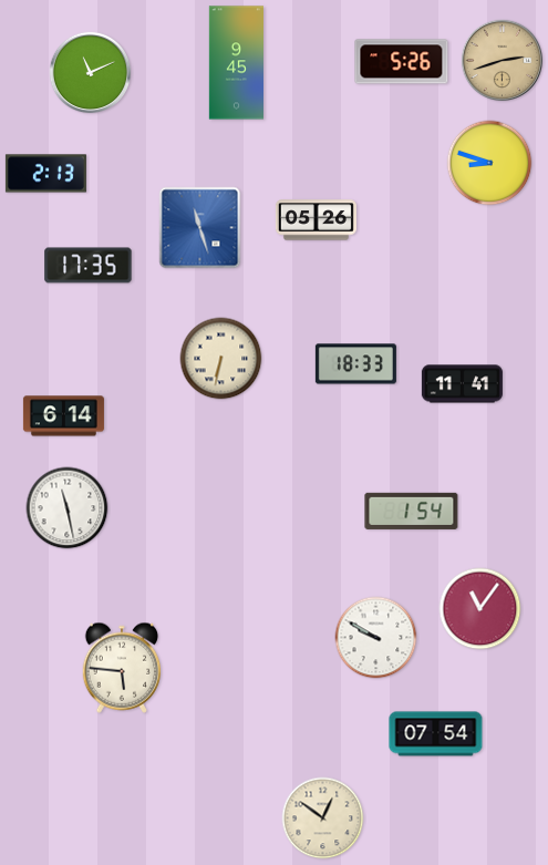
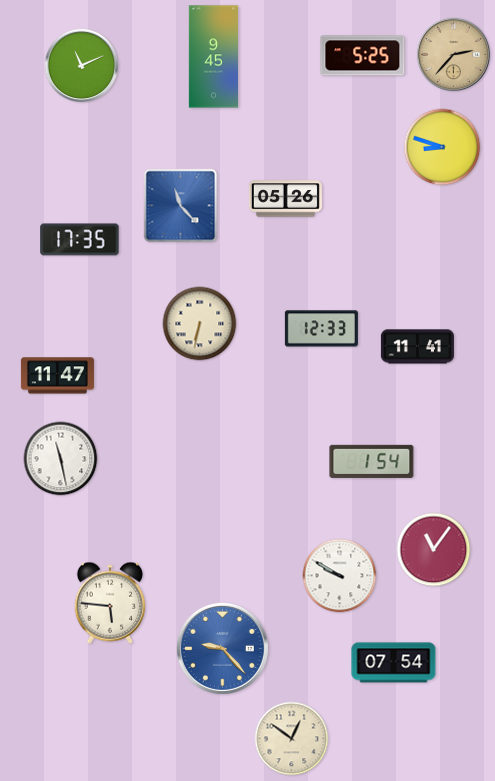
clock at (503, 61): 2:42 -> 2:37
clock at (402, 62): 5:26 -> 5:25
clock at (45, 174): 2:13 -> none
clock at (200, 228): 11:27 -> 11:23
clock at (355, 364): 18:33 -> 12:33
clock at (63, 416): 6:14 -> 11:47
clock at (222, 648): none -> 9:23
